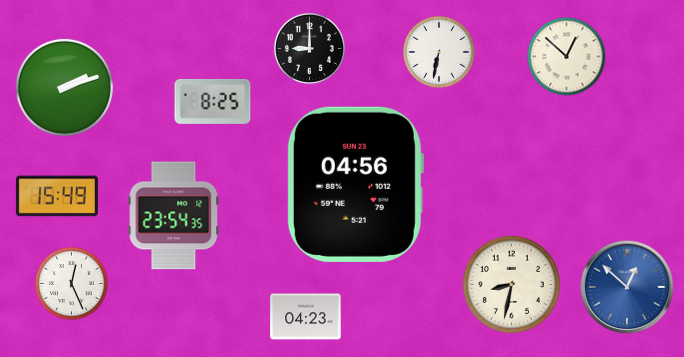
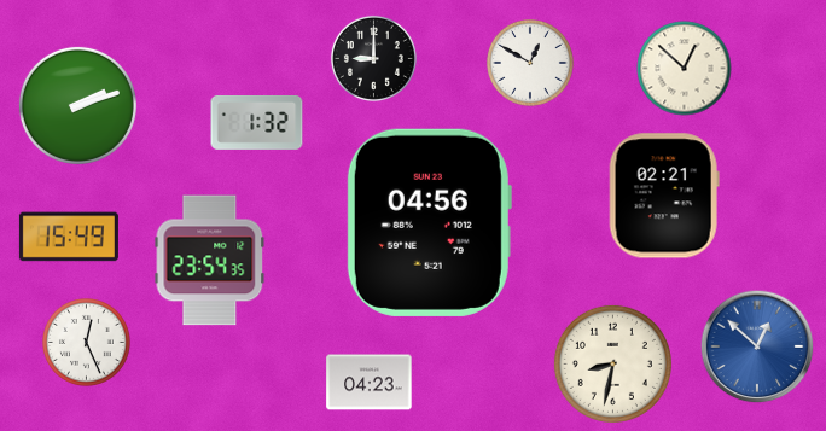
clock at (439, 52): 6:32 -> 12:50
clock at (213, 101): 8:25 -> 1:32
clock at (664, 196): none -> 02:21
clock at (511, 284) position: (511, 284) -> (612, 363)
